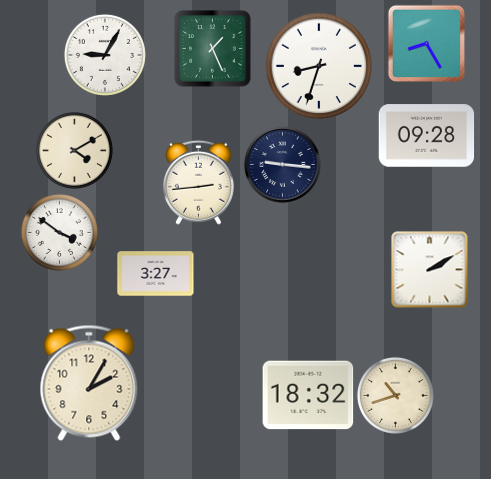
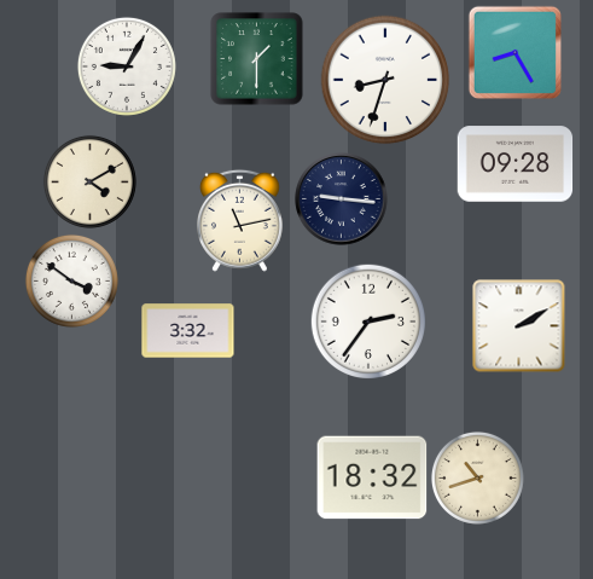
clock at (213, 49): 1:26 -> 1:30
clock at (198, 182): 2:44 -> 11:13
clock at (367, 320): none -> 2:36
clock at (156, 274): 3:27 -> 3:32
clock at (89, 383): 2:05 -> none
